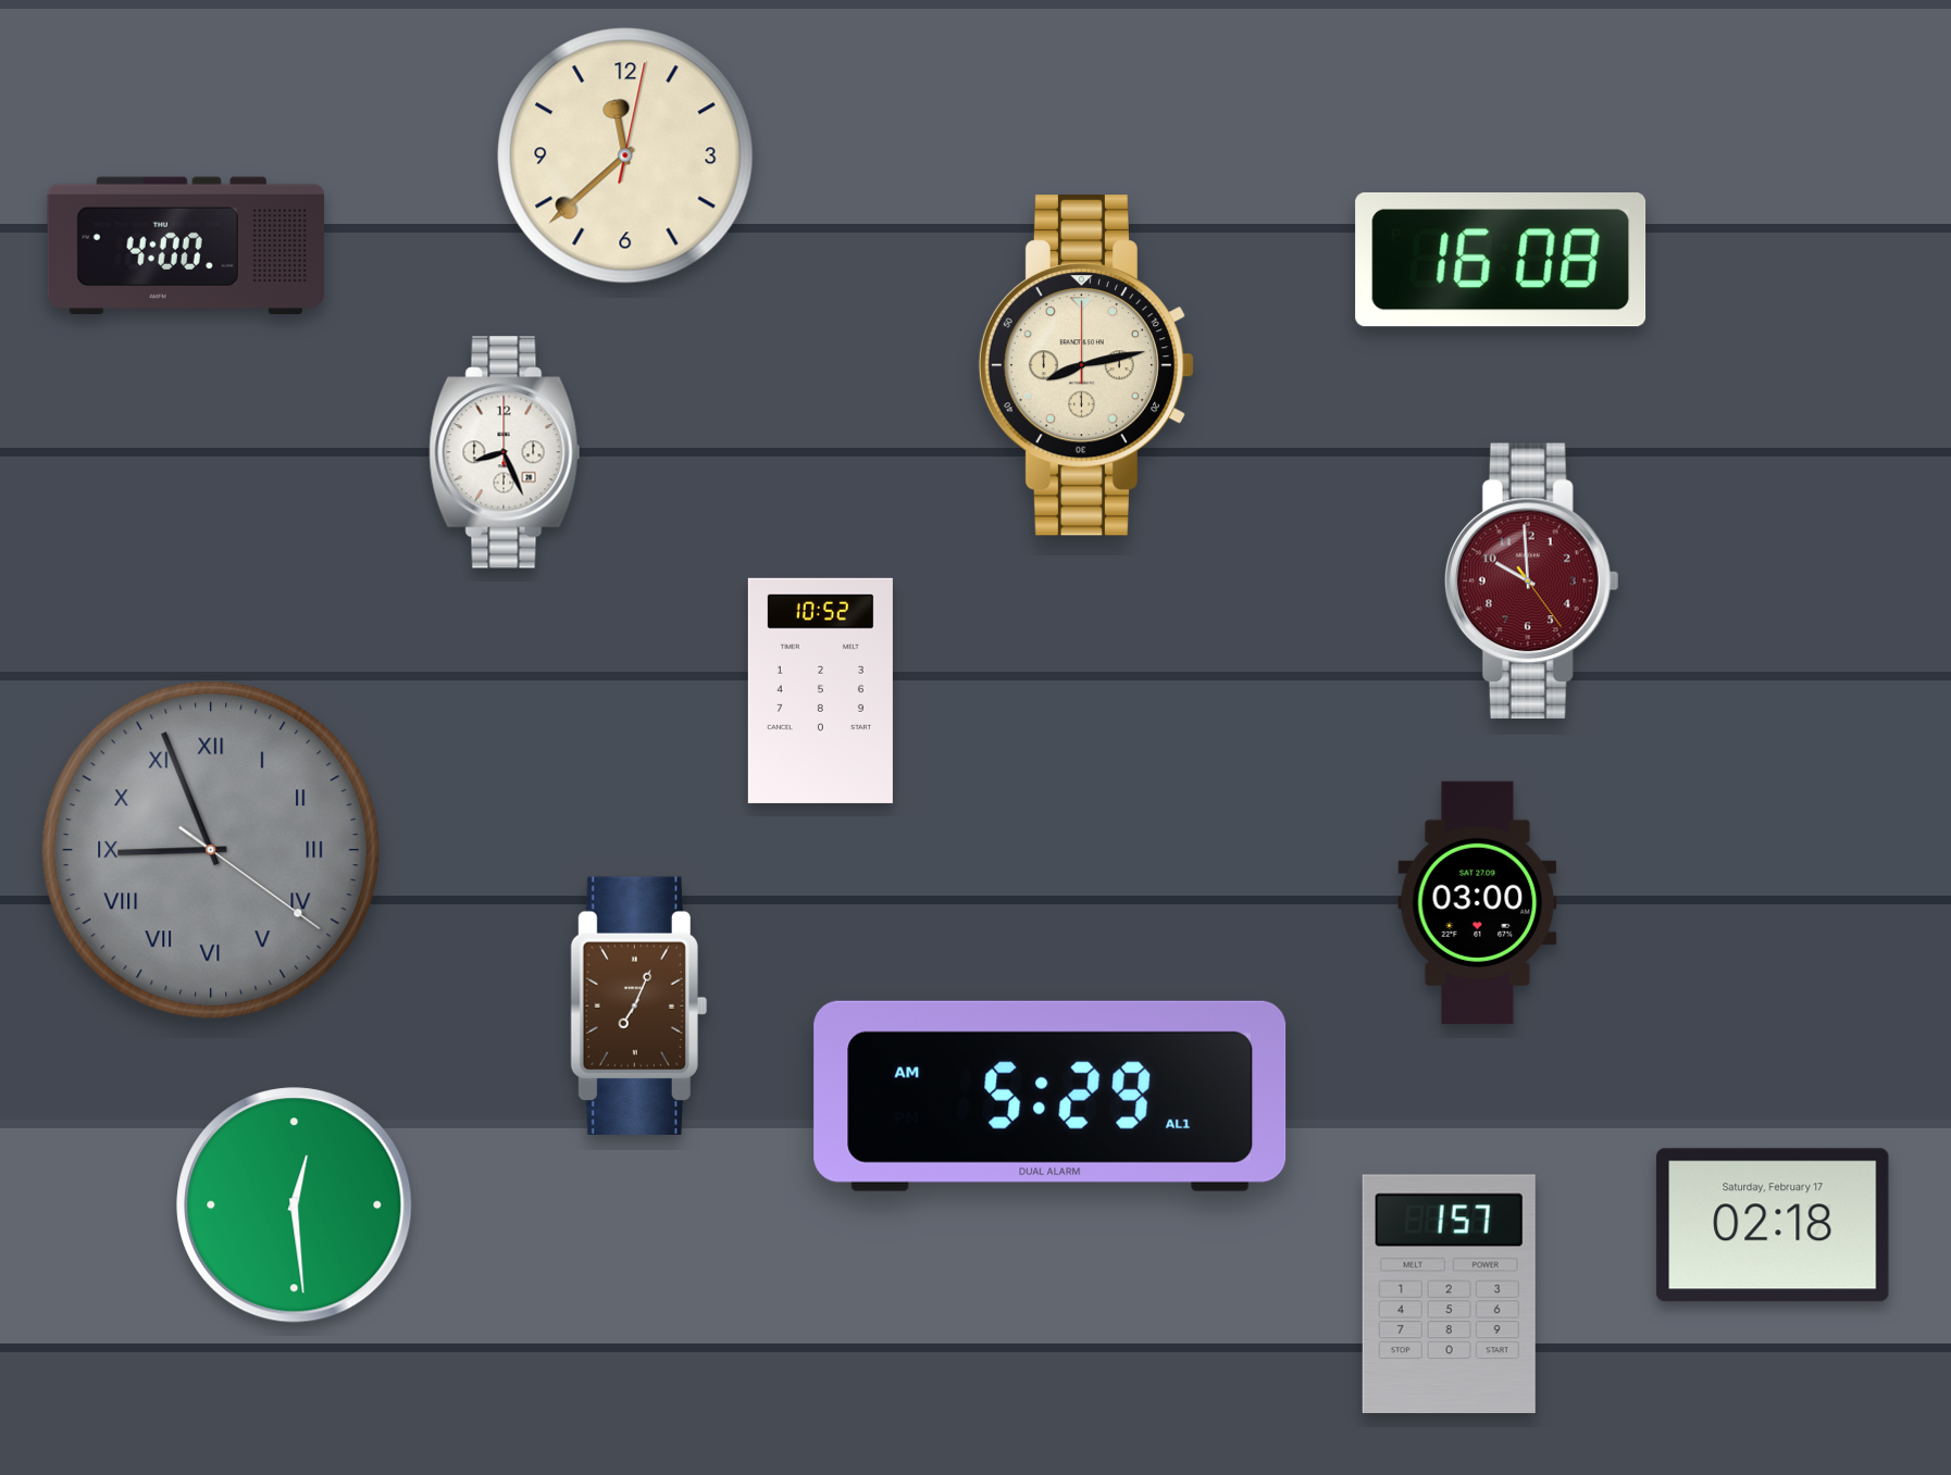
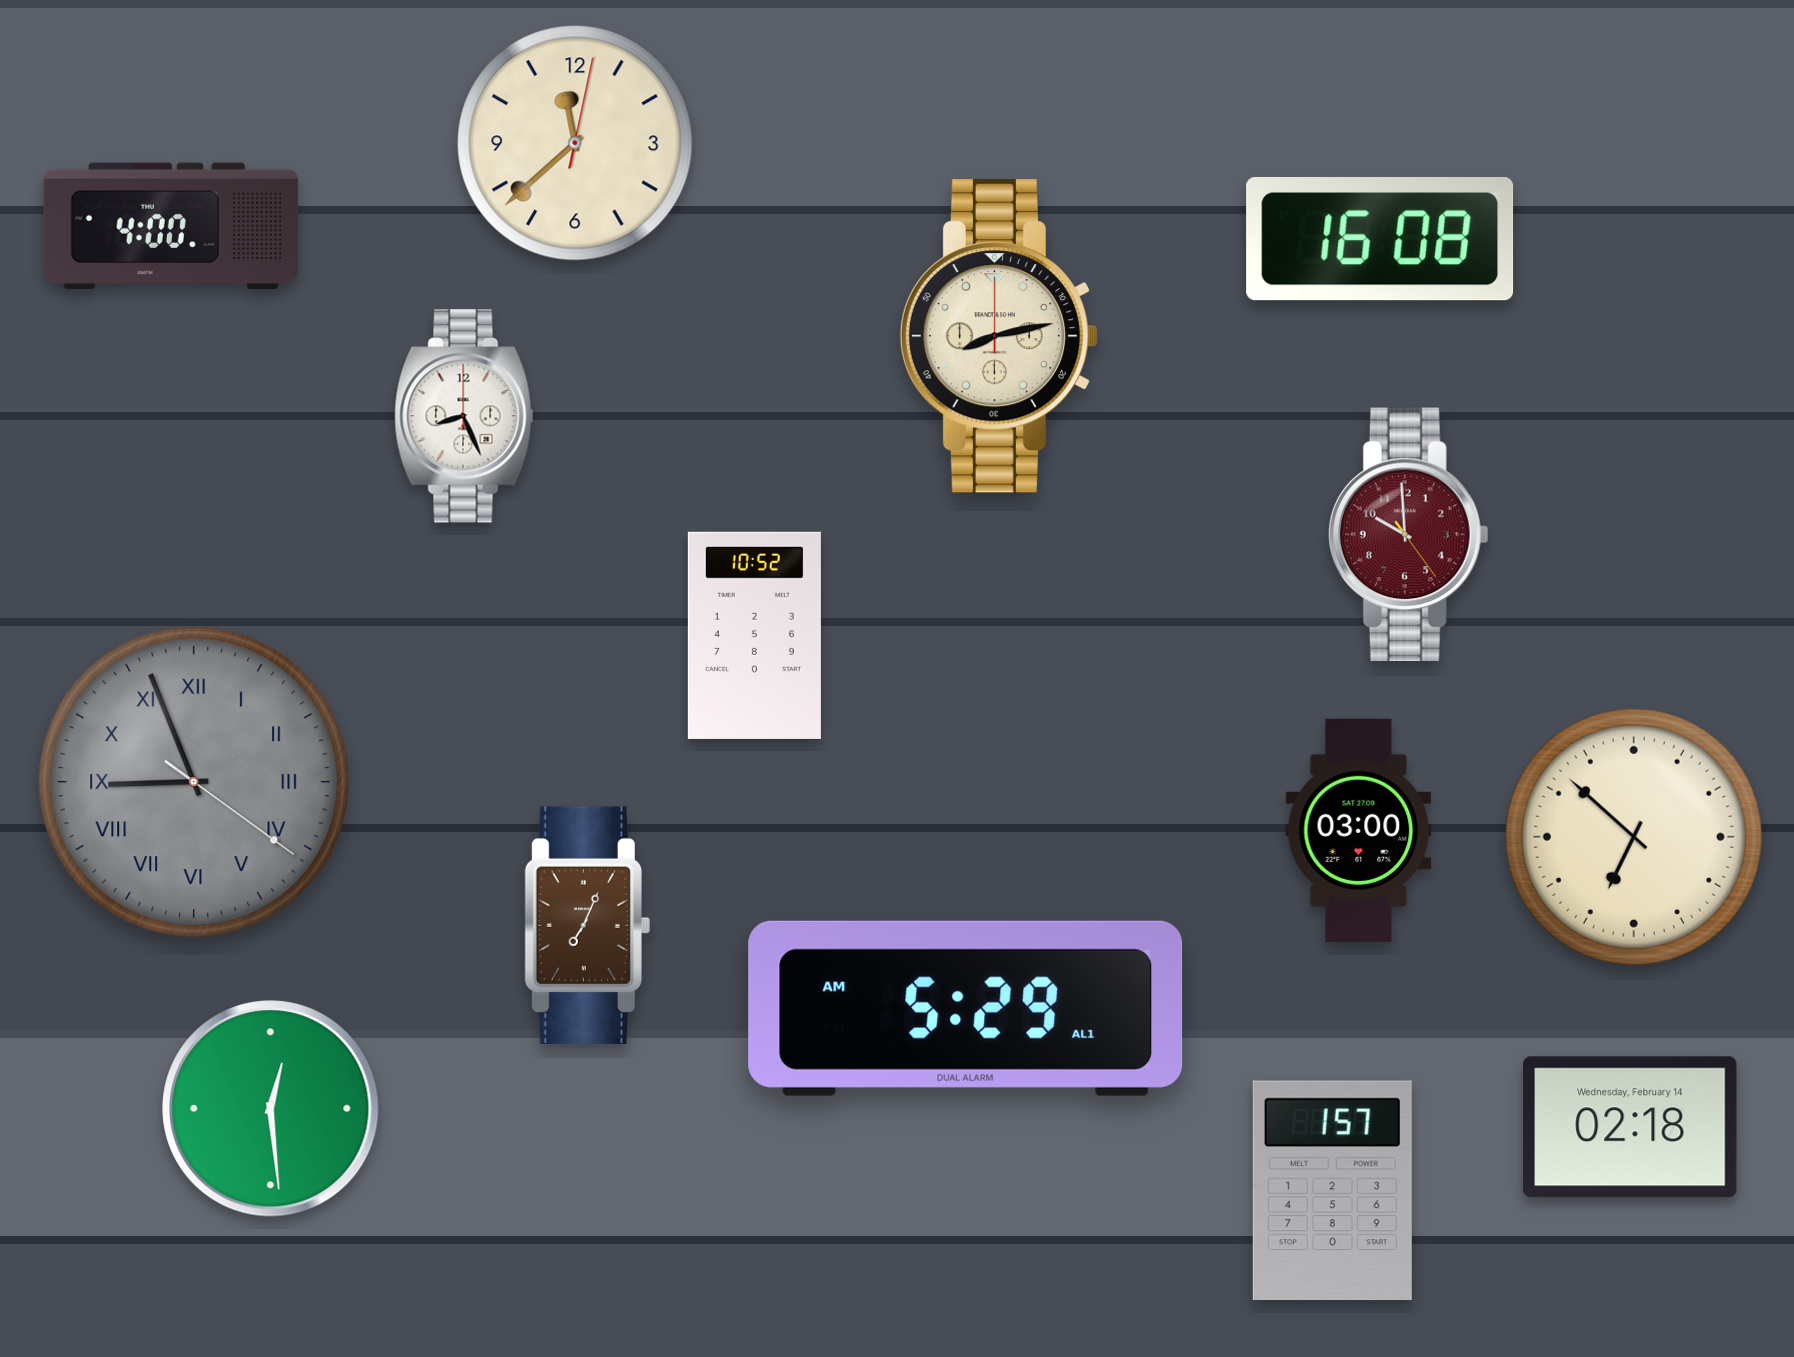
clock at (1634, 837): none -> 6:52
clock at (1773, 1225) date: Saturday, February 17 -> Wednesday, February 14
